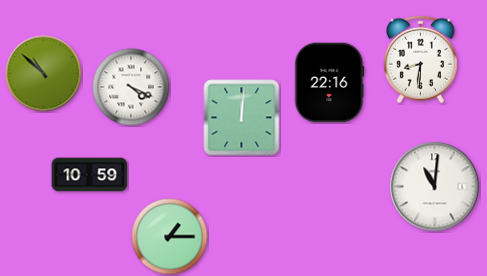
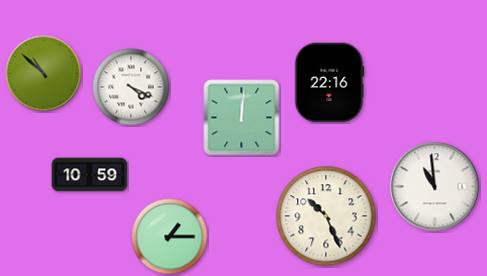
clock at (421, 60): 8:31 -> none
clock at (435, 187): 11:01 -> 10:59
clock at (326, 216): none -> 10:26
